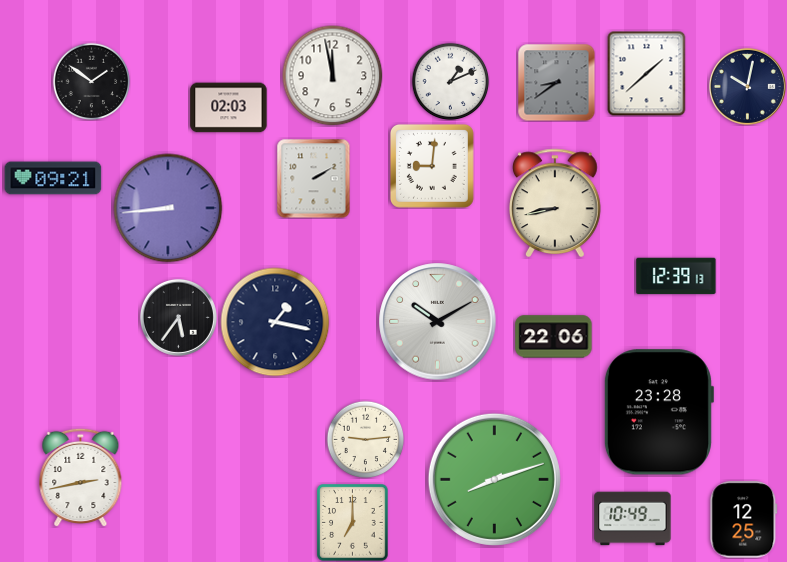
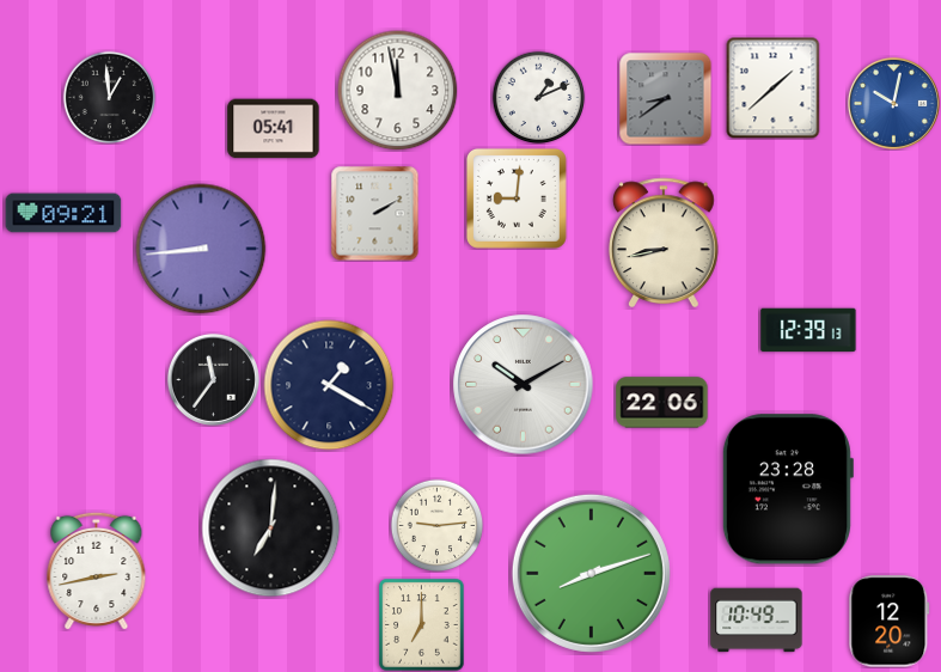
clock at (91, 81): 1:51 -> 12:59
clock at (747, 86) dial: navy -> blue
clock at (229, 108): 02:03 -> 05:41
clock at (178, 317): 5:36 -> 11:36
clock at (275, 322): 1:17 -> 1:20
clock at (658, 412) position: (658, 412) -> (787, 489)
clock at (271, 529): none -> 7:01
clock at (744, 520): 12:25 -> 12:20
